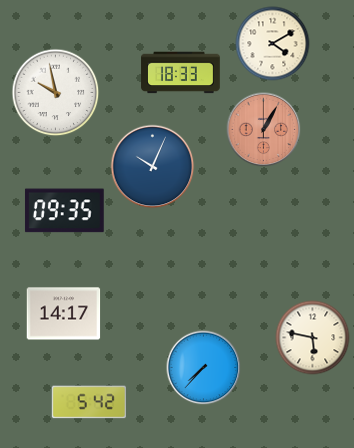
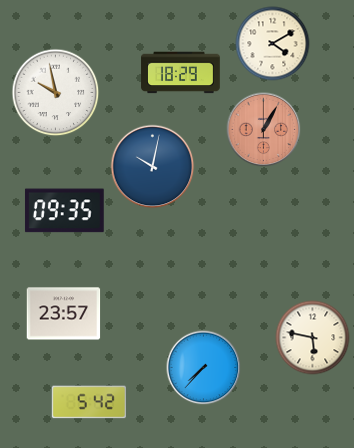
clock at (181, 73): 18:33 -> 18:29
clock at (153, 167): 10:04 -> 10:02
clock at (64, 314): 14:17 -> 23:57
